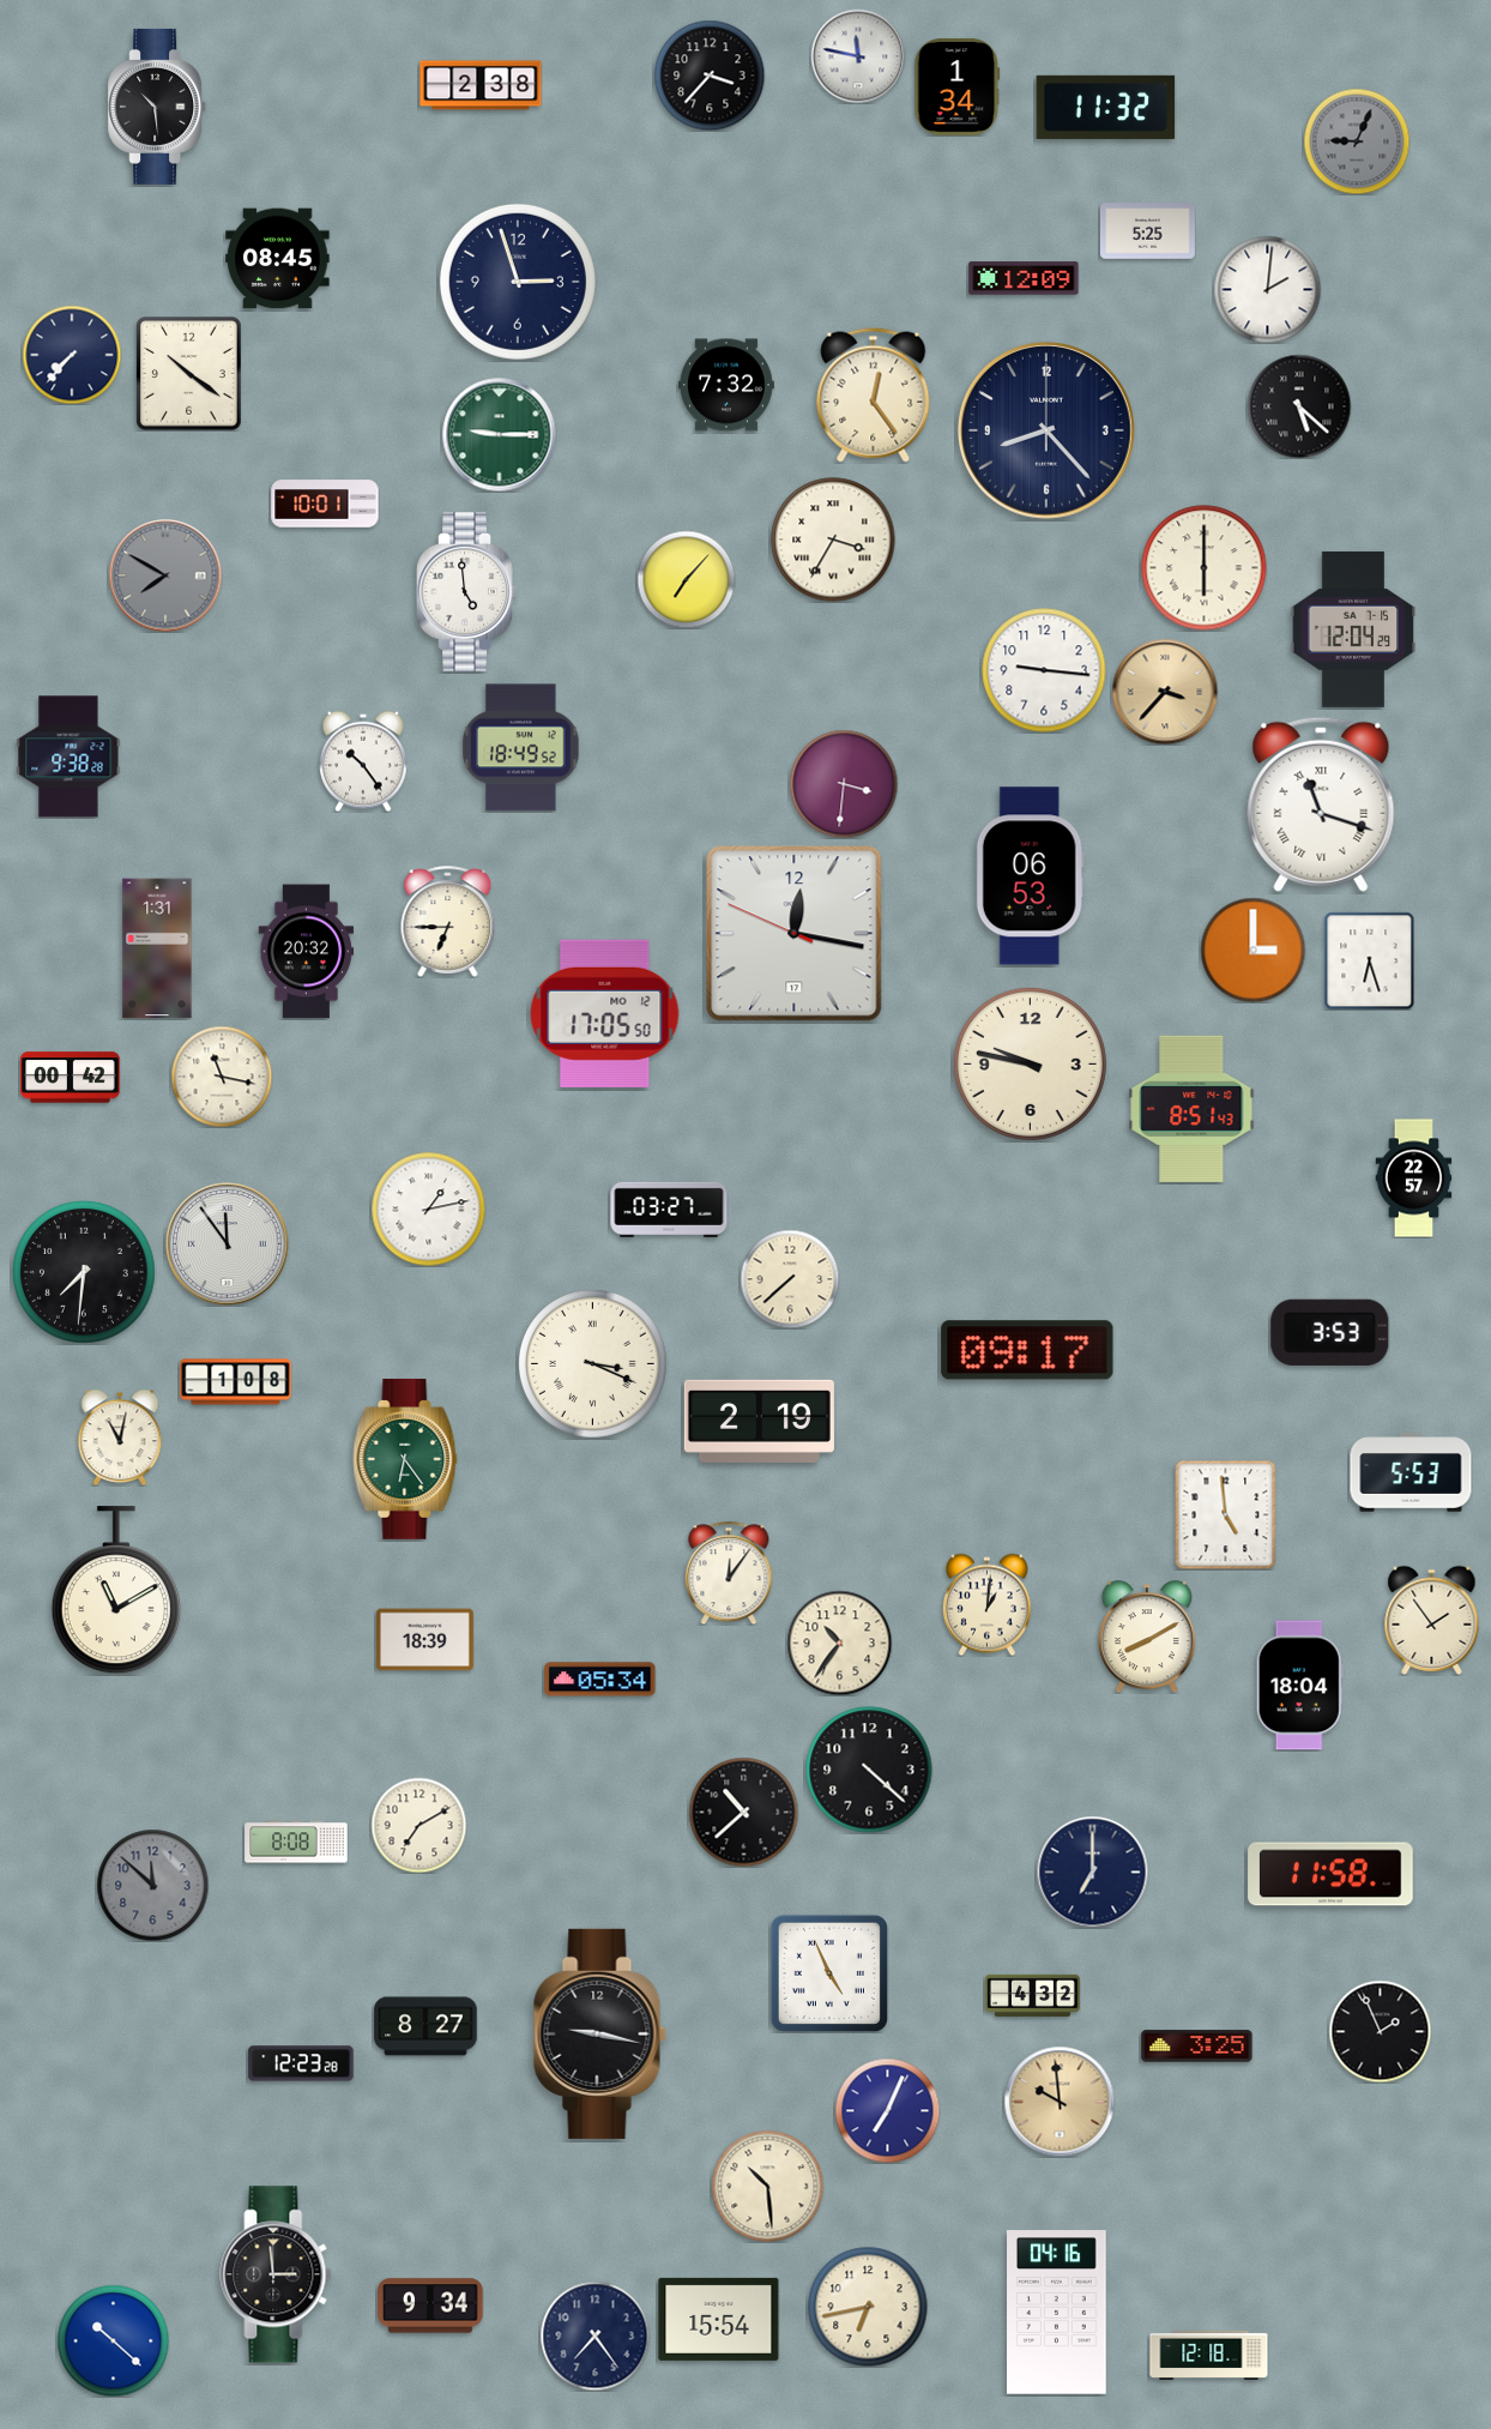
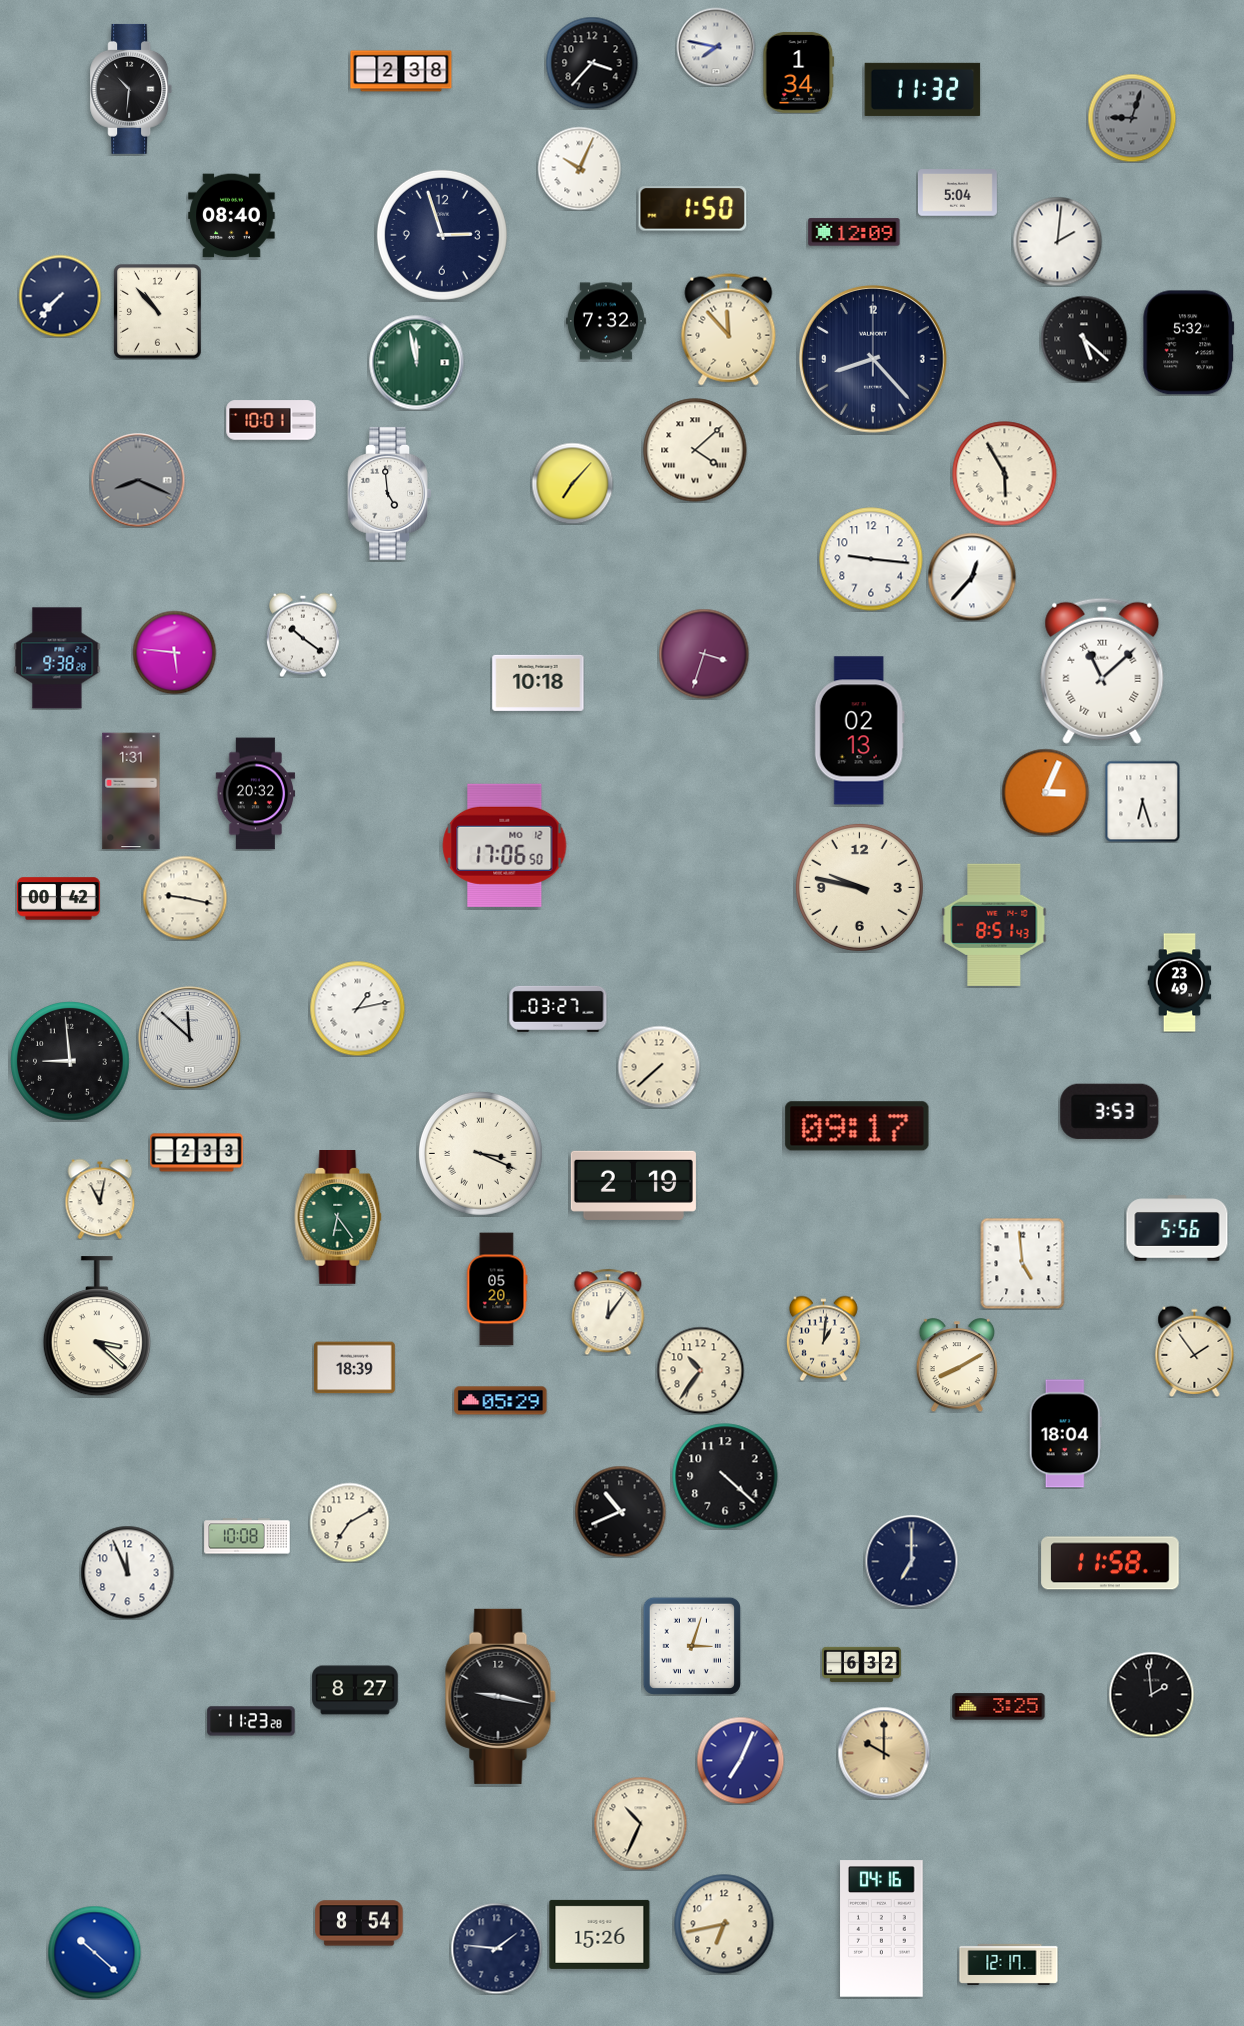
clock at (858, 56): 11:47 -> 7:47
clock at (157, 107): 10:29 -> 10:31
clock at (1357, 141): 9:04 -> 9:03
clock at (579, 168): none -> 10:04
clock at (1147, 231): 5:25 -> 5:04
clock at (693, 209): none -> 1:50
clock at (278, 259): 08:45 -> 08:40
clock at (518, 282) position: (518, 282) -> (442, 235)
clock at (189, 374): 10:21 -> 10:53
clock at (874, 396): 12:24 -> 11:53
clock at (1189, 343): none -> 5:32
clock at (499, 434): 9:15 -> 11:58
clock at (833, 540): 3:35 -> 4:08
clock at (1205, 568): 6:00 -> 5:55
clock at (165, 575): 7:50 -> 8:19
clock at (1353, 629): 12:04 -> none
clock at (1165, 692): 3:37 -> 12:37
clock at (1165, 692) dial: champagne -> white
clock at (521, 748): 18:49 -> none
clock at (68, 757) position: (68, 757) -> (57, 658)
clock at (363, 761): 10:24 -> 10:21
clock at (174, 652): none -> 5:46
clock at (844, 784): 3:31 -> 3:33
clock at (1321, 804): 11:18 -> 11:08
clock at (538, 683): none -> 10:18
clock at (1030, 876): 06:53 -> 02:13
clock at (448, 921): 6:45 -> none
clock at (795, 934): 12:16 -> none
clock at (1252, 950): 3:00 -> 3:04
clock at (605, 1013): 17:05 -> 17:06
clock at (222, 1077): 11:17 -> 9:17
clock at (1414, 1179): 22:57 -> 23:49
clock at (228, 1244): 11:54 -> 11:52
clock at (85, 1273): 7:31 -> 8:59
clock at (592, 1363) position: (592, 1363) -> (480, 1153)
clock at (236, 1382): 1:08 -> 2:33
clock at (1411, 1472): 5:53 -> 5:56
clock at (497, 1289): none -> 05:20
clock at (116, 1591): 11:10 -> 3:22
clock at (600, 1680): 05:34 -> 05:29
clock at (1299, 1686) position: (1299, 1686) -> (1065, 1434)
clock at (743, 1812): 10:38 -> 10:41
clock at (296, 1842): 8:08 -> 10:08
clock at (152, 1885): 11:52 -> 11:56
clock at (152, 1885) dial: grey -> white
clock at (829, 1973): 4:56 -> 3:03
clock at (1032, 1995): 4:32 -> 6:32
clock at (1380, 2031): 1:56 -> 1:59
clock at (301, 2063): 12:23 -> 11:23
clock at (1060, 2102): 9:59 -> 10:00
clock at (767, 2186): 10:29 -> 10:34
clock at (276, 2274): 2:59 -> none
clock at (430, 2306): 9:34 -> 8:54
clock at (719, 2319): 15:54 -> 15:26
clock at (594, 2335): 7:24 -> 1:46
clock at (1209, 2355): 12:18 -> 12:17
